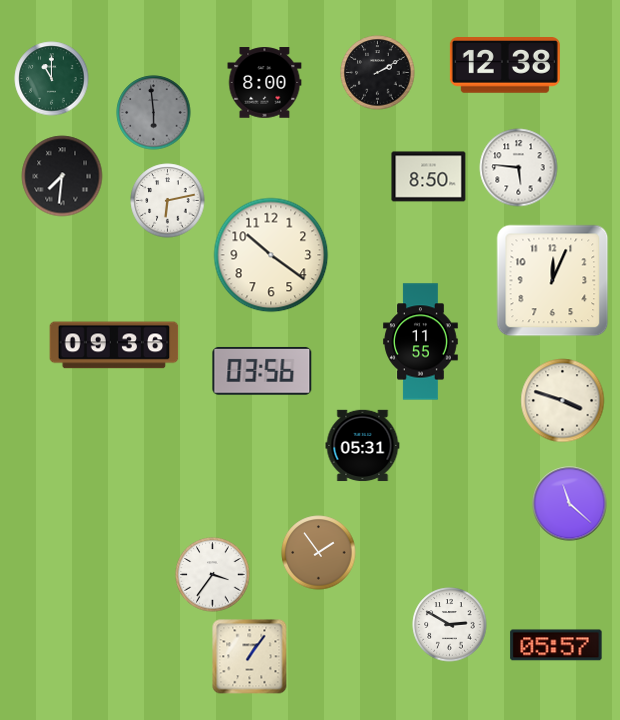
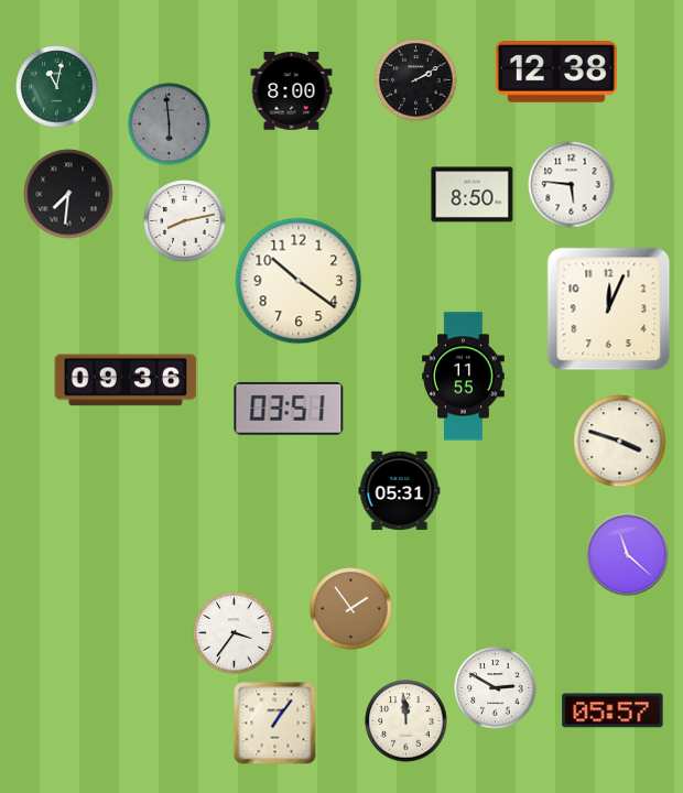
clock at (52, 79): 11:00 -> 11:02
clock at (168, 201): 6:13 -> 8:13
clock at (262, 371): 03:56 -> 03:51
clock at (406, 721): none -> 11:59
